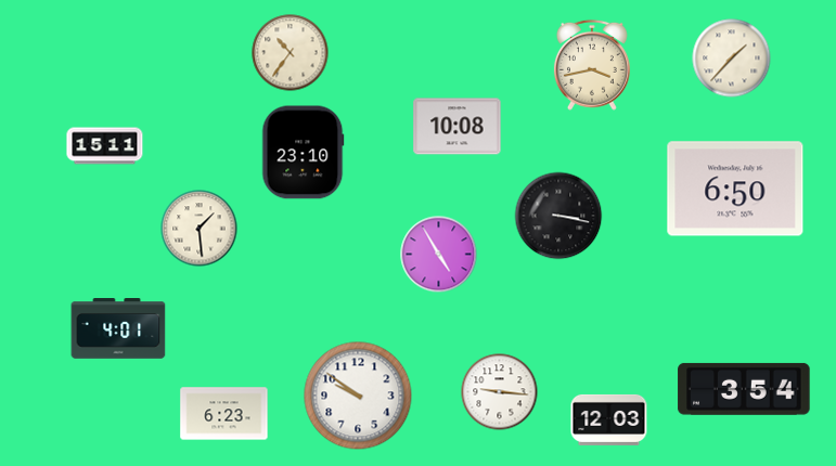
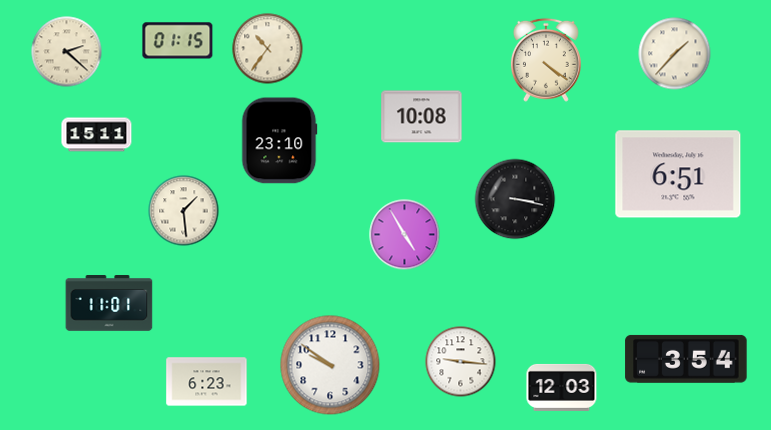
clock at (178, 41): none -> 01:15
clock at (67, 52): none -> 2:22
clock at (592, 65): 3:43 -> 4:21
clock at (735, 189): 6:50 -> 6:51
clock at (118, 329): 4:01 -> 11:01
